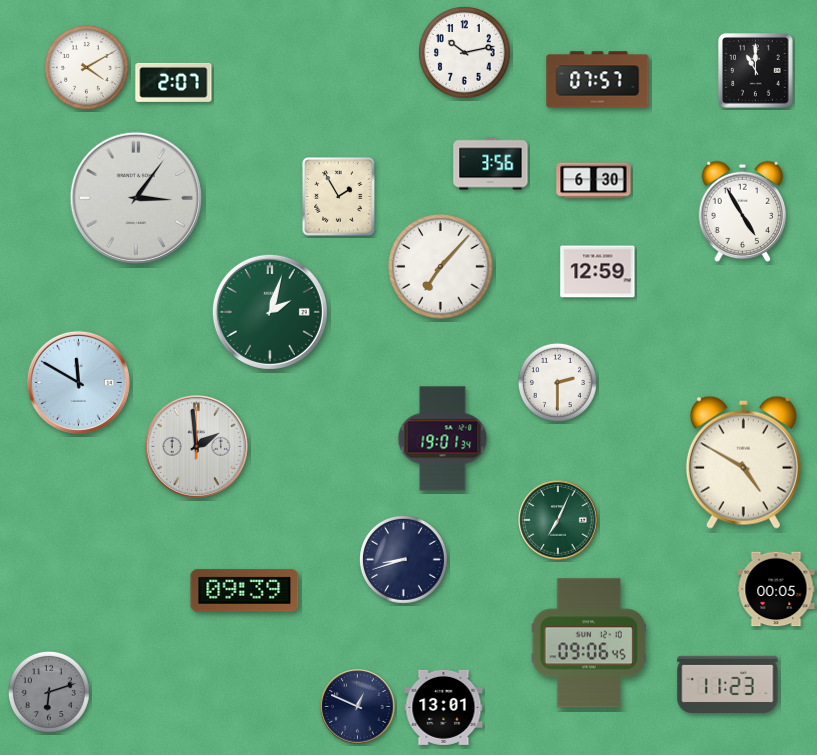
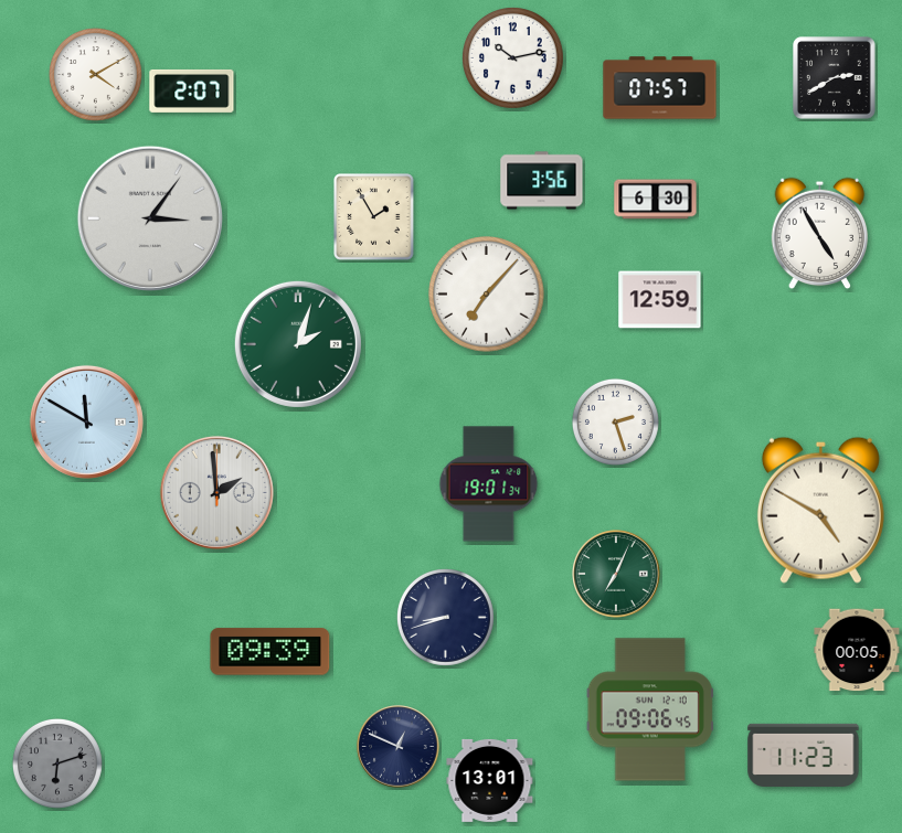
clock at (756, 71): 11:00 -> 2:40
clock at (557, 382): 2:30 -> 2:27
clock at (49, 692) position: (49, 692) -> (57, 763)
clock at (358, 707) position: (358, 707) -> (399, 747)
